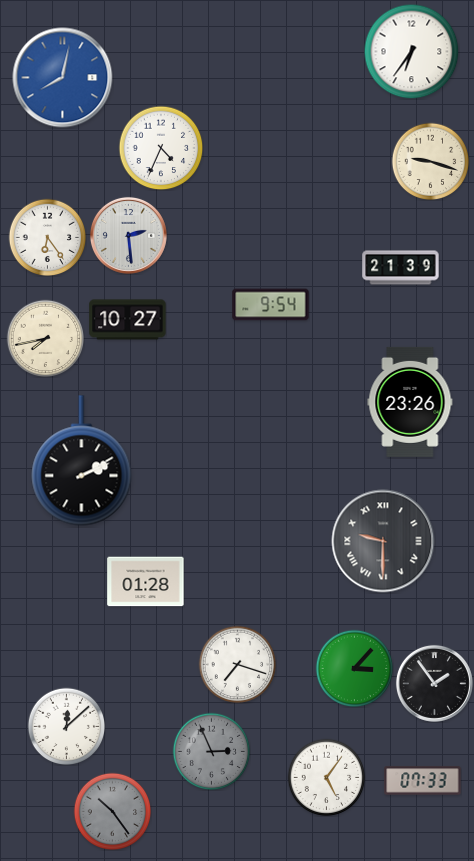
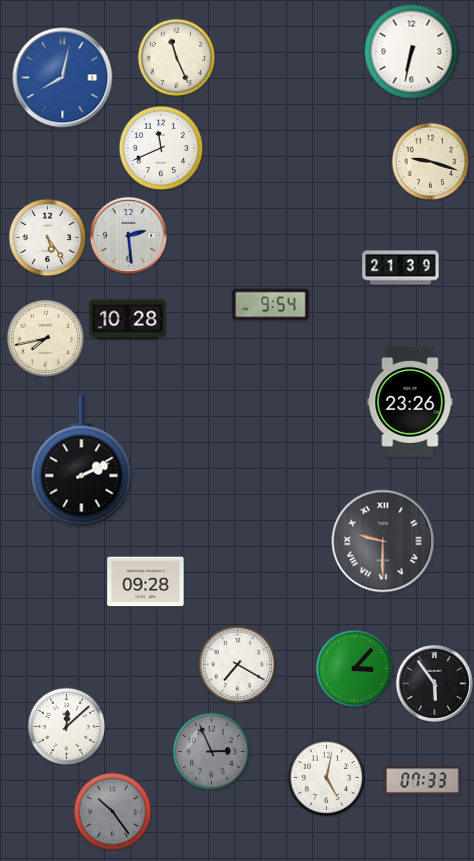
clock at (411, 51): 6:36 -> 6:32
clock at (176, 57): none -> 11:26
clock at (161, 148): 4:34 -> 11:41
clock at (47, 237): 6:24 -> 5:24
clock at (128, 320): 10:27 -> 10:28
clock at (146, 582): 01:28 -> 09:28
clock at (237, 664): 7:18 -> 7:20
clock at (434, 683): 1:54 -> 5:54
clock at (326, 777): 5:06 -> 5:02
